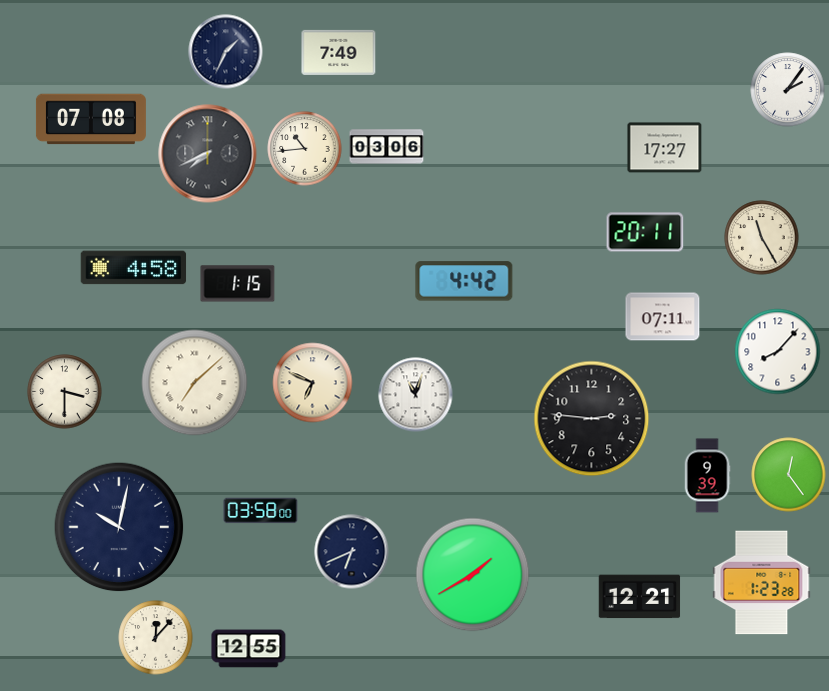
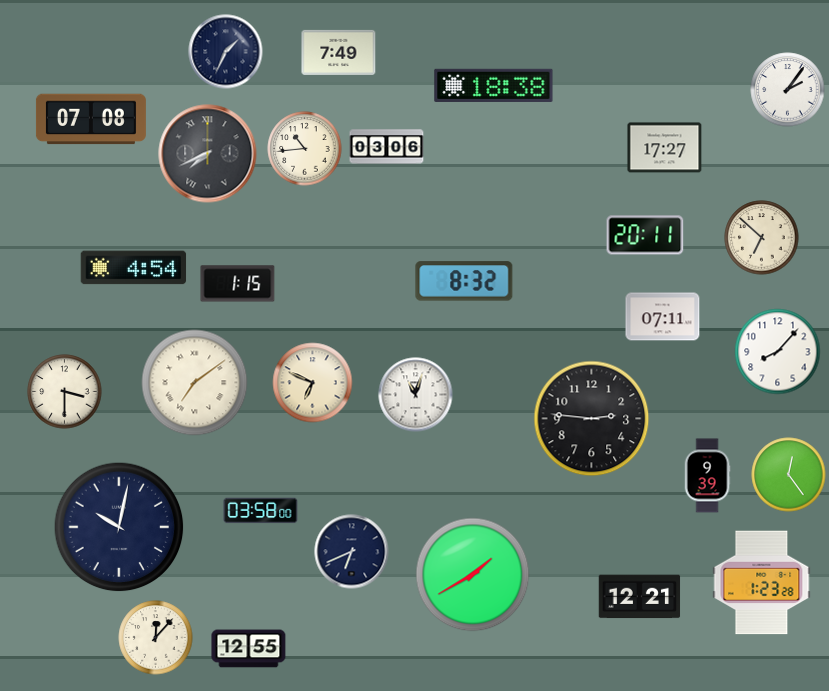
clock at (494, 85): none -> 18:38
clock at (645, 232) position: (645, 232) -> (645, 235)
clock at (762, 238): 11:25 -> 6:52
clock at (134, 268): 4:58 -> 4:54
clock at (464, 281): 4:42 -> 8:32
clock at (195, 383): 7:08 -> 7:09
